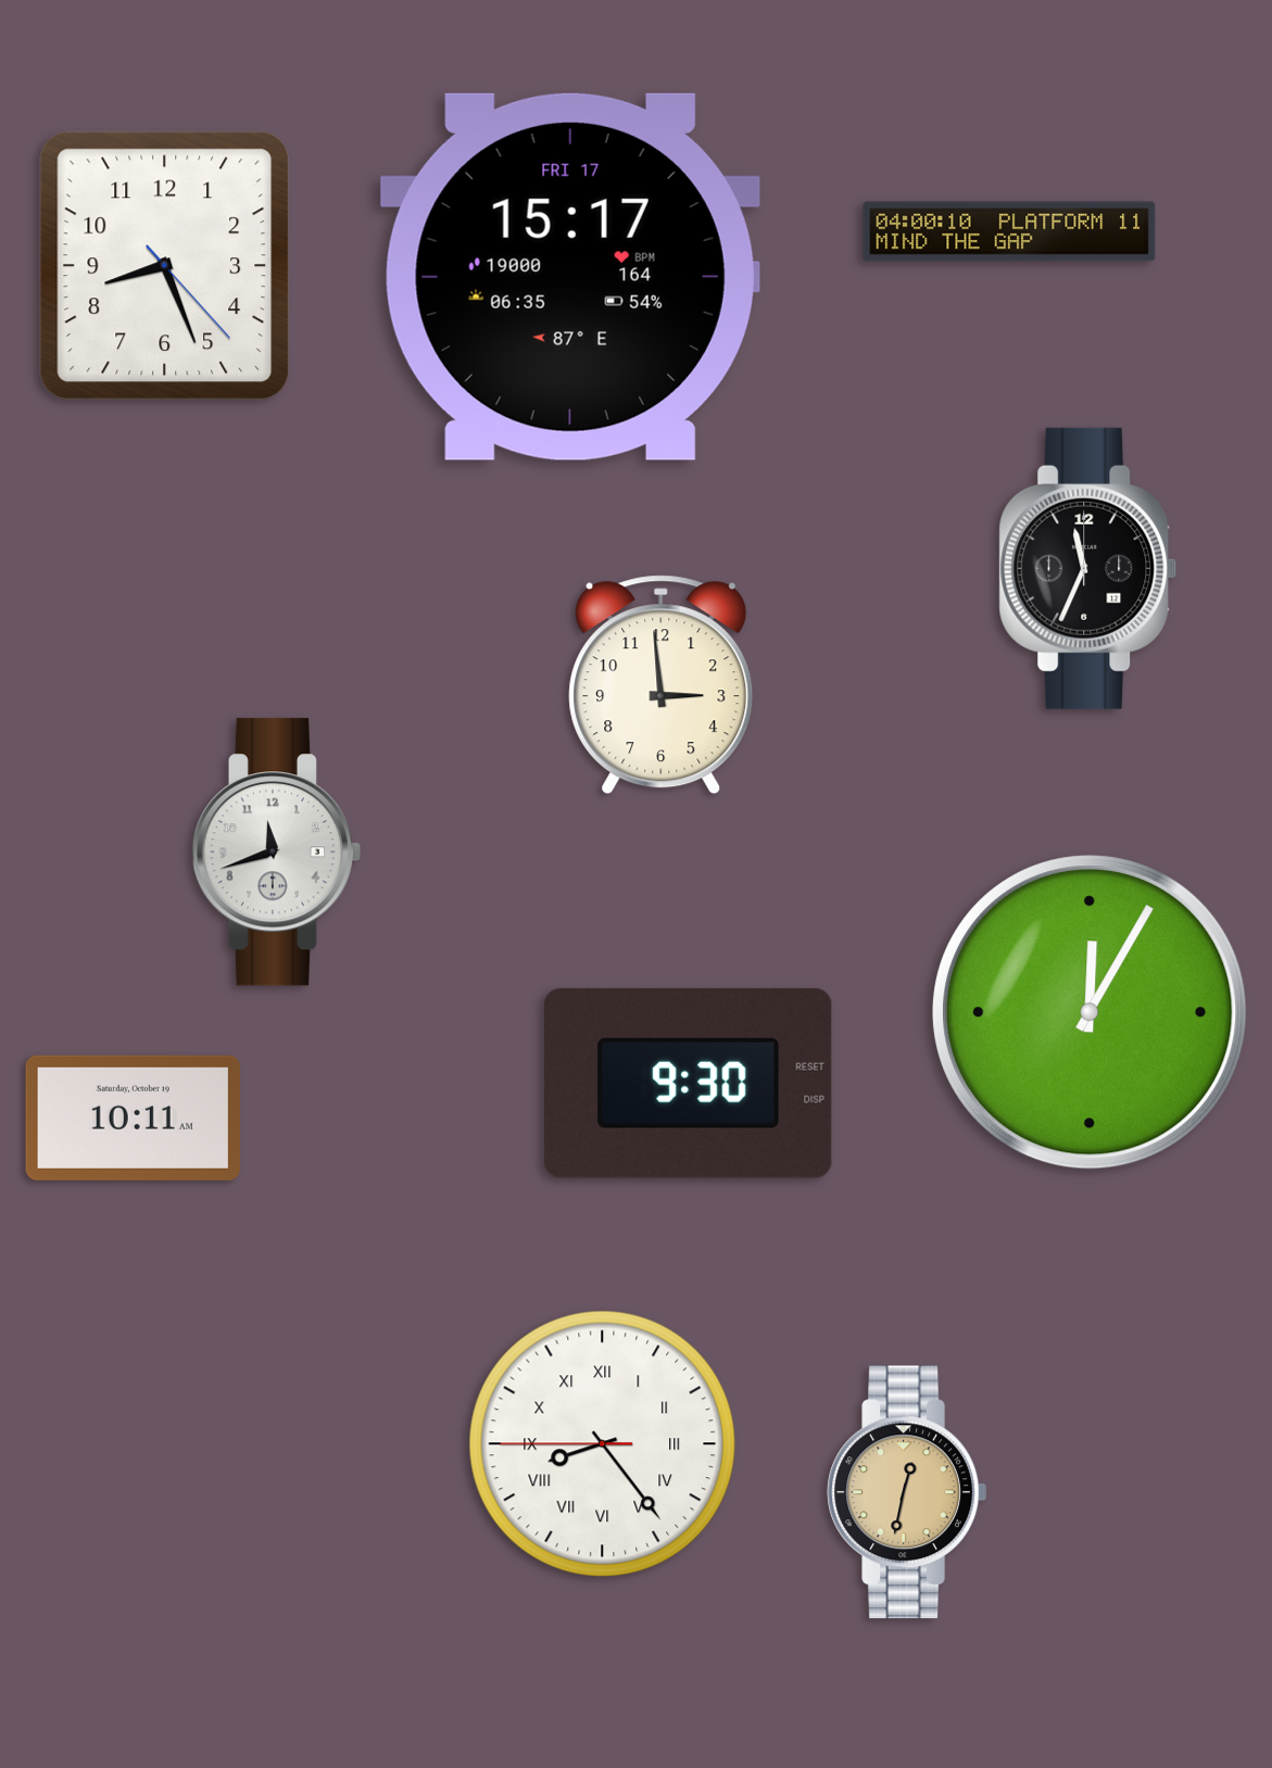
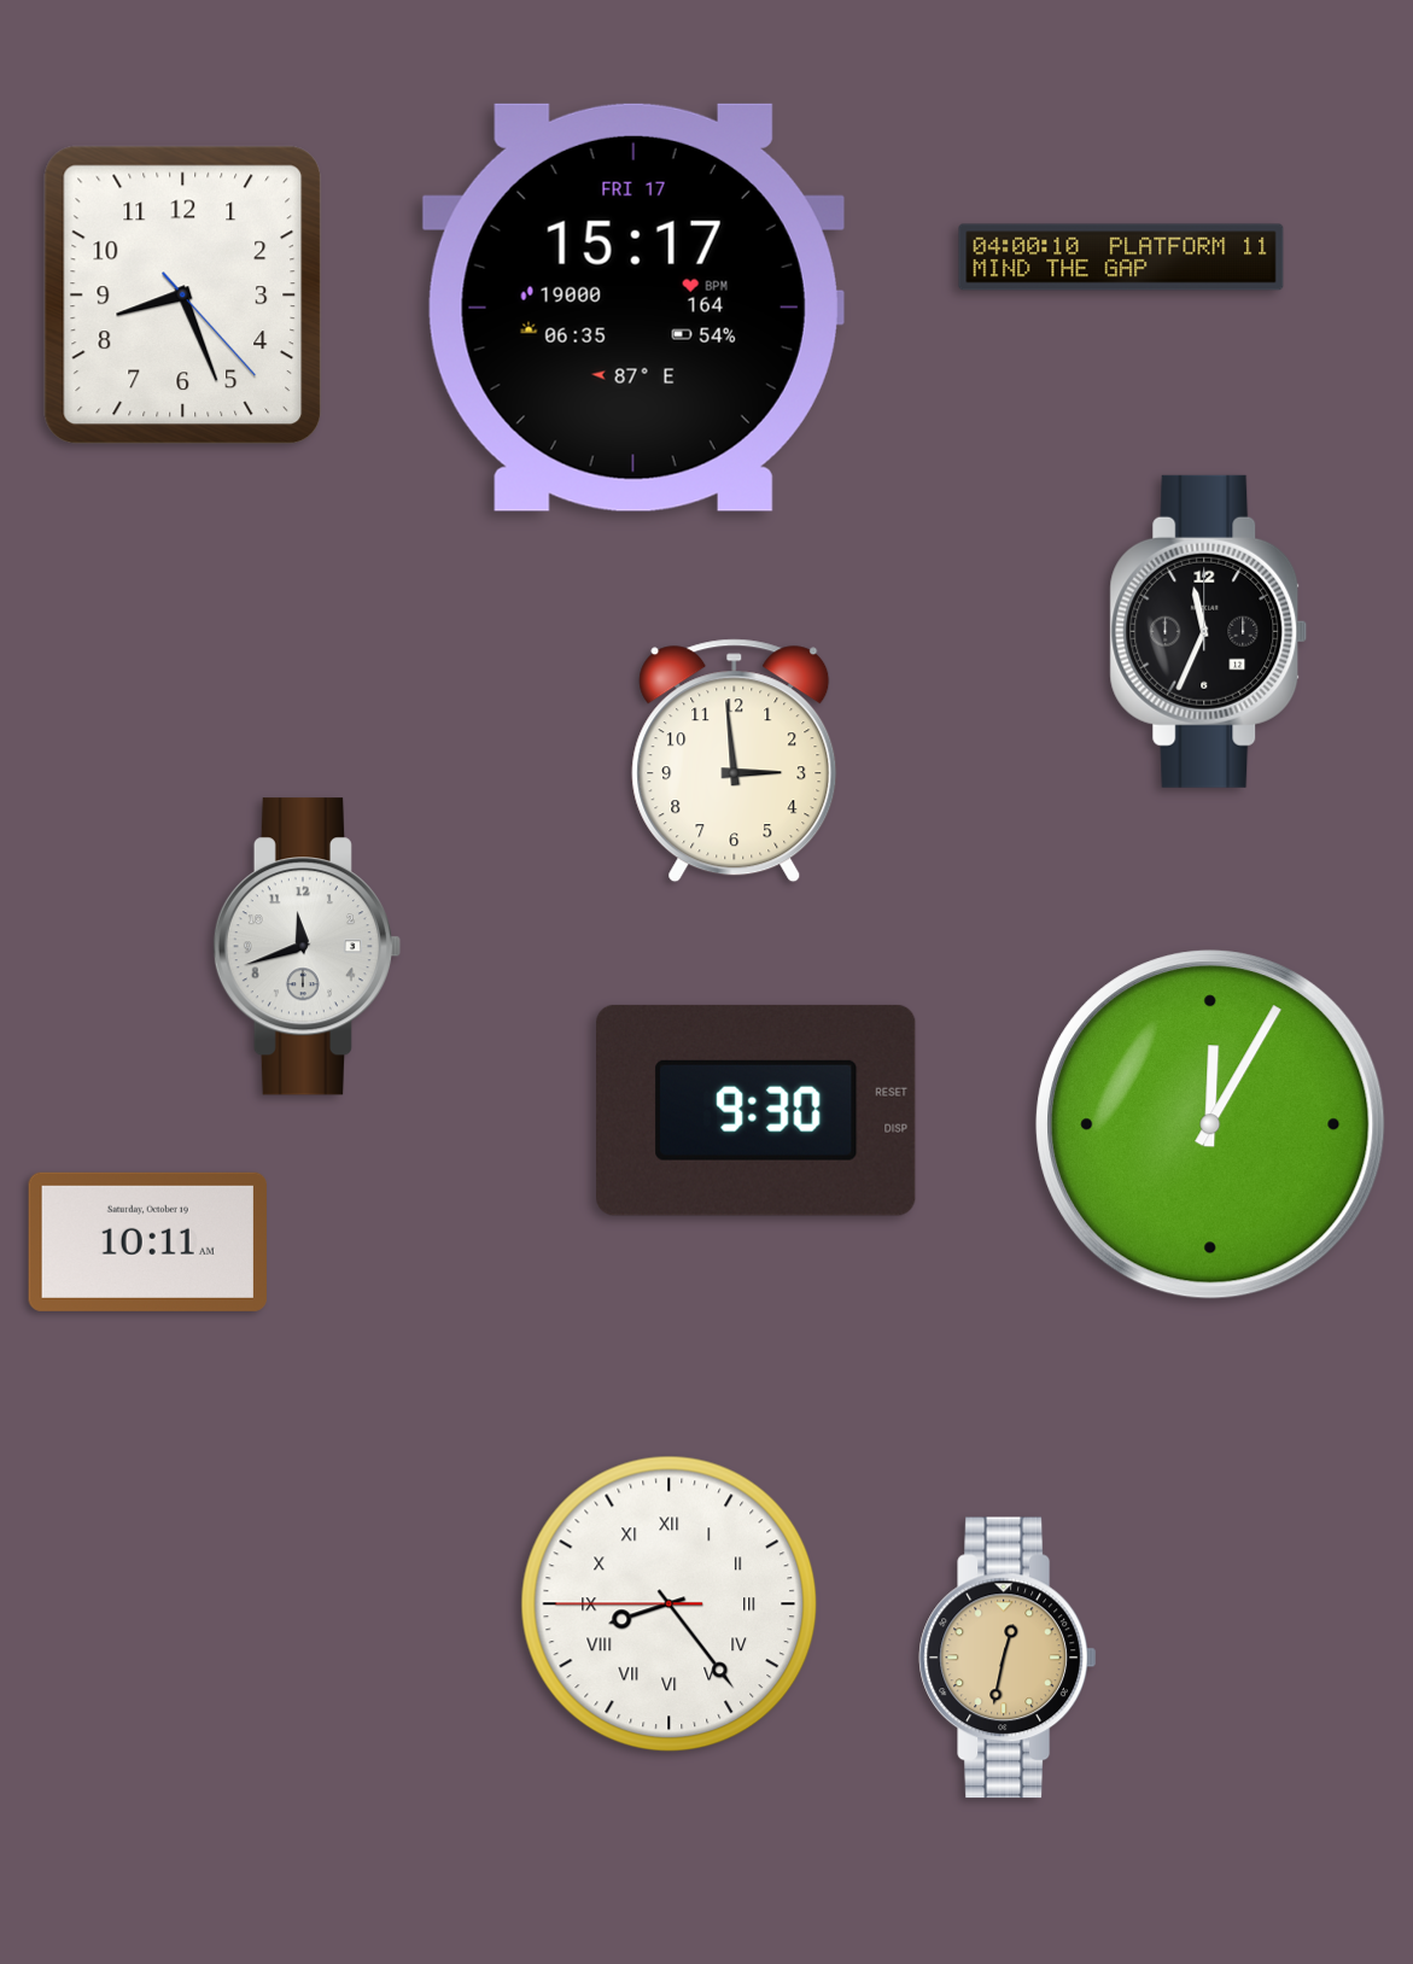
clock at (689, 1083) position: (689, 1083) -> (757, 1110)
